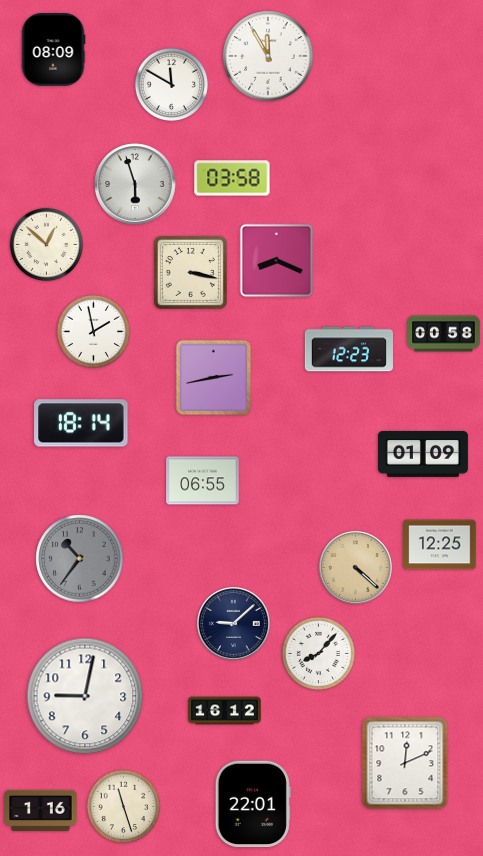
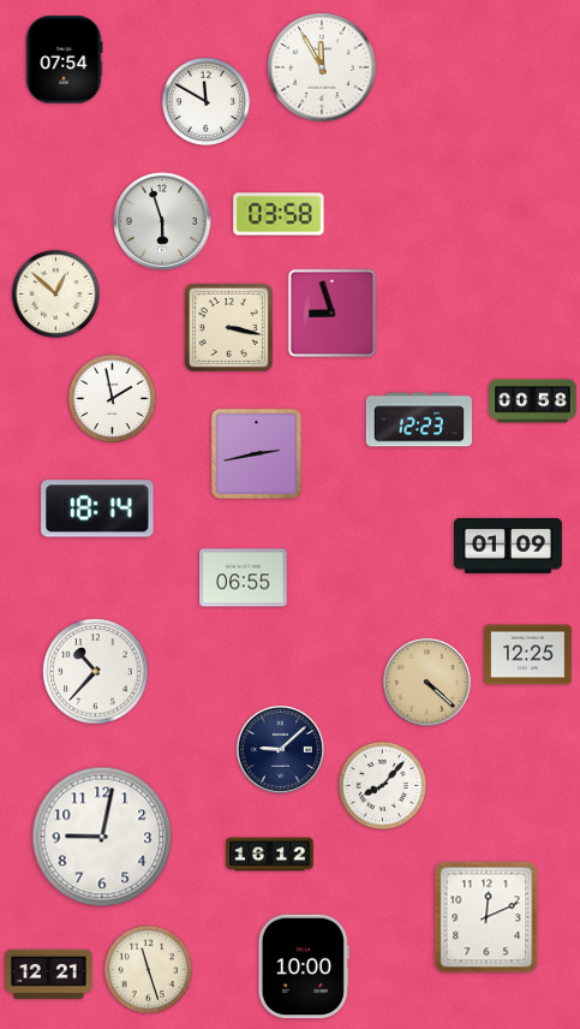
clock at (53, 50): 08:09 -> 07:54
clock at (277, 261): 8:19 -> 8:57
clock at (80, 559): 10:36 -> 10:37
clock at (80, 559) dial: grey -> white
clock at (253, 804): 22:01 -> 10:00
clock at (41, 811): 1:16 -> 12:21
